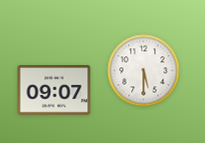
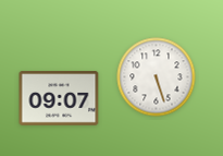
clock at (144, 71): 5:30 -> 5:27
